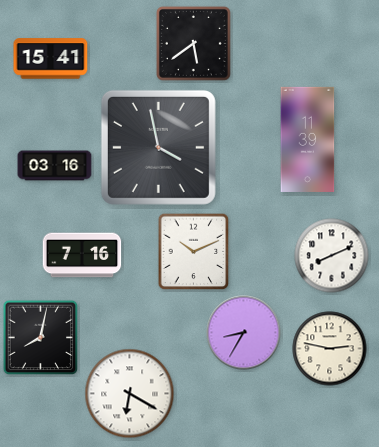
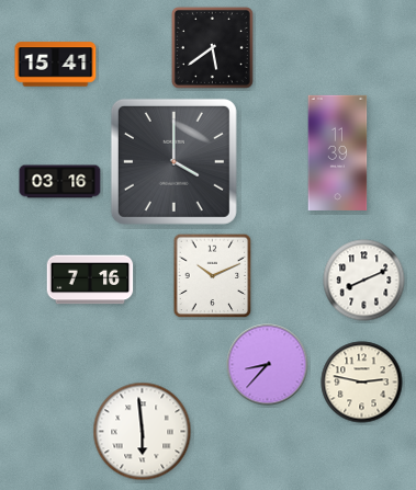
clock at (158, 147): 3:58 -> 4:00
clock at (244, 333): 8:35 -> 8:37
clock at (41, 338): 8:02 -> none
clock at (130, 394): 6:20 -> 5:59
